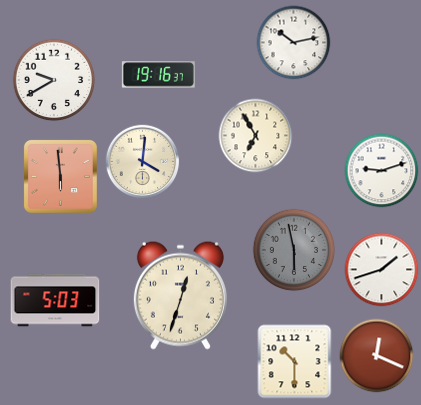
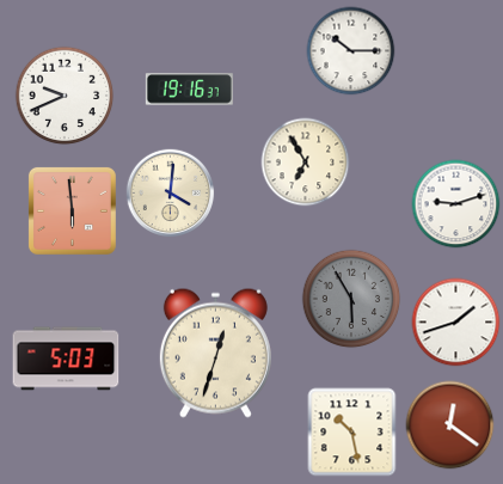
clock at (294, 43): 10:13 -> 10:15
clock at (54, 80): 9:40 -> 9:41
clock at (294, 250): 5:58 -> 5:55
clock at (377, 356): 12:19 -> 12:21
clock at (295, 362): 10:30 -> 10:28
